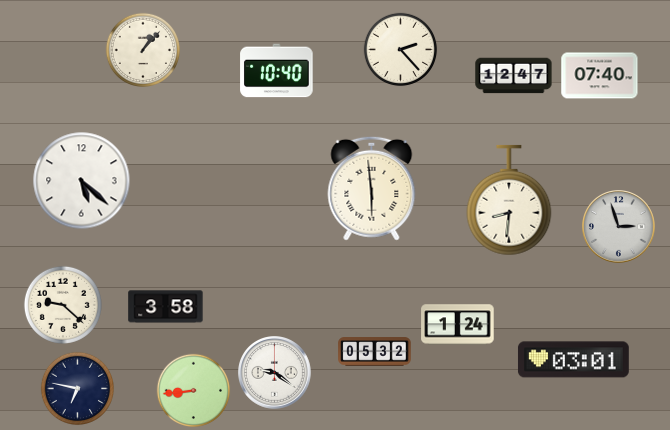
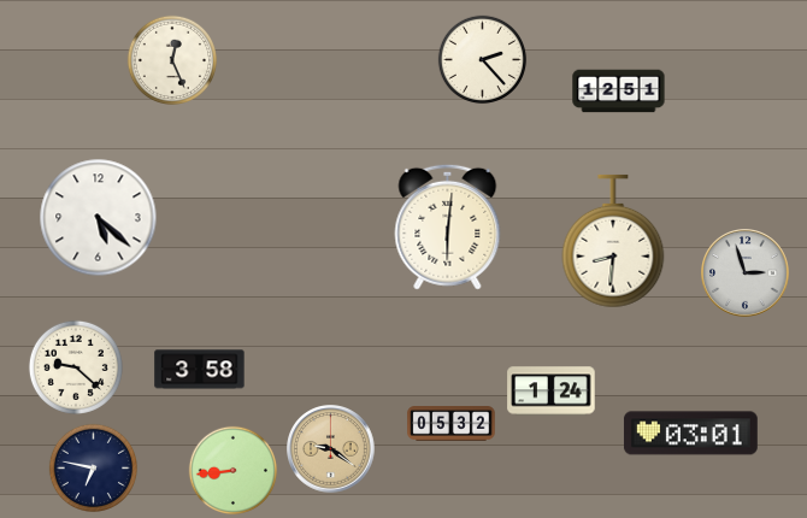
clock at (142, 49): 1:07 -> 12:26
clock at (277, 71): 10:40 -> none
clock at (514, 76): 12:47 -> 12:51
clock at (600, 76): 07:40 -> none
clock at (372, 188): 5:59 -> 6:01
clock at (275, 373) dial: white -> champagne
